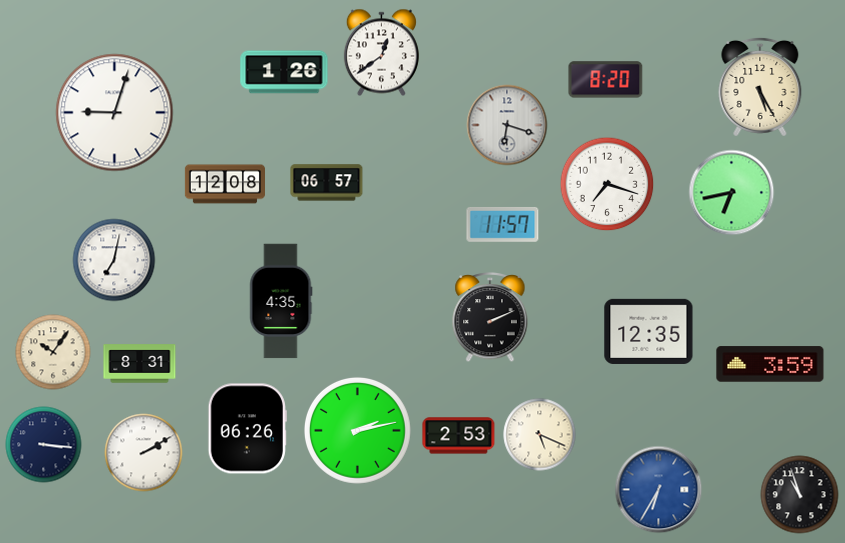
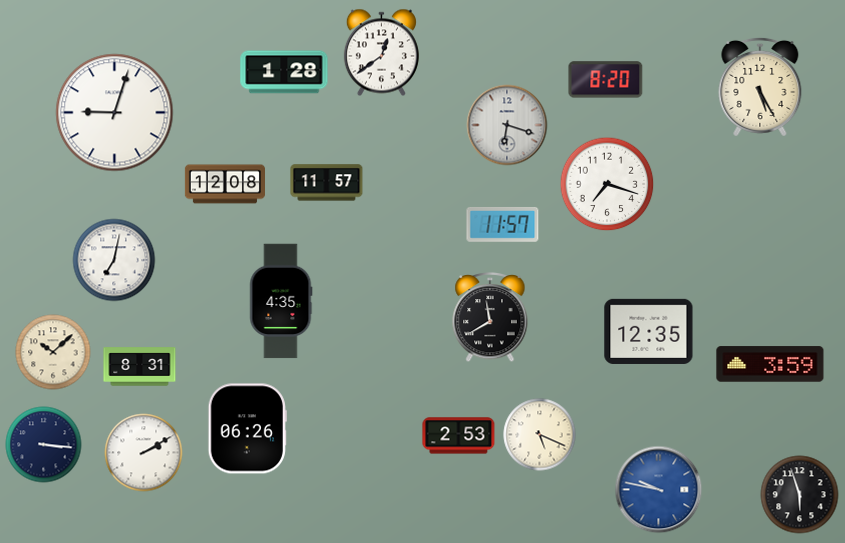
clock at (284, 72): 1:26 -> 1:28
clock at (327, 183): 06:57 -> 11:57
clock at (732, 193): 6:43 -> none
clock at (490, 317): 2:11 -> 11:40
clock at (53, 352): 10:06 -> 10:08
clock at (140, 364) position: (140, 364) -> (140, 367)
clock at (357, 430): 2:13 -> none
clock at (659, 490): 6:35 -> 9:47
clock at (800, 495): 10:57 -> 5:57
